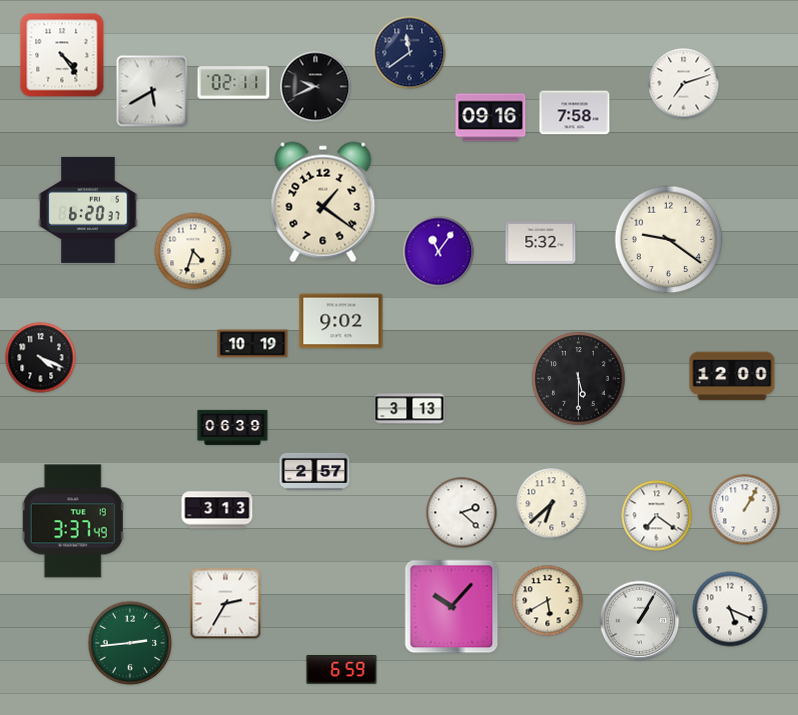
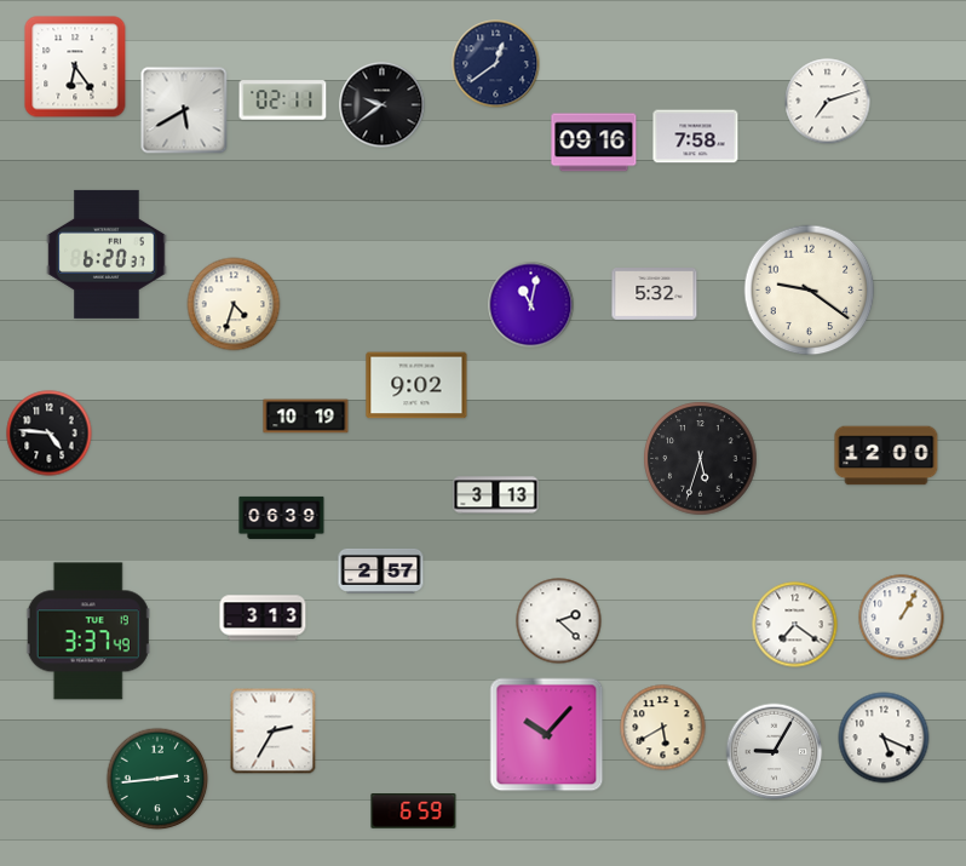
clock at (410, 53): 11:39 -> 12:39
clock at (62, 55): 4:24 -> 6:24
clock at (316, 87): 9:41 -> 9:39
clock at (323, 202): 1:21 -> none
clock at (439, 252): 11:06 -> 11:02
clock at (341, 321) position: (341, 321) -> (416, 385)
clock at (41, 358): 4:19 -> 4:46
clock at (579, 379): 5:30 -> 5:33
clock at (552, 504): 6:38 -> none
clock at (640, 621): 1:05 -> 9:05
